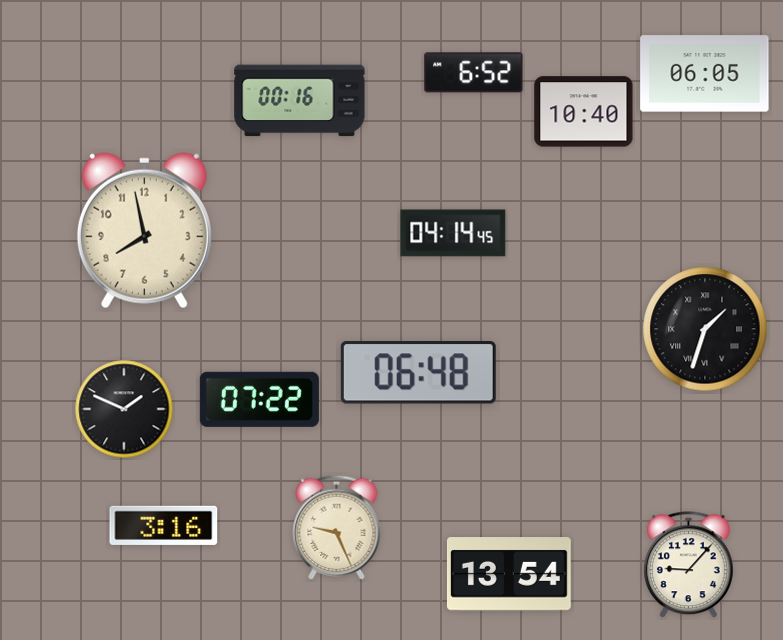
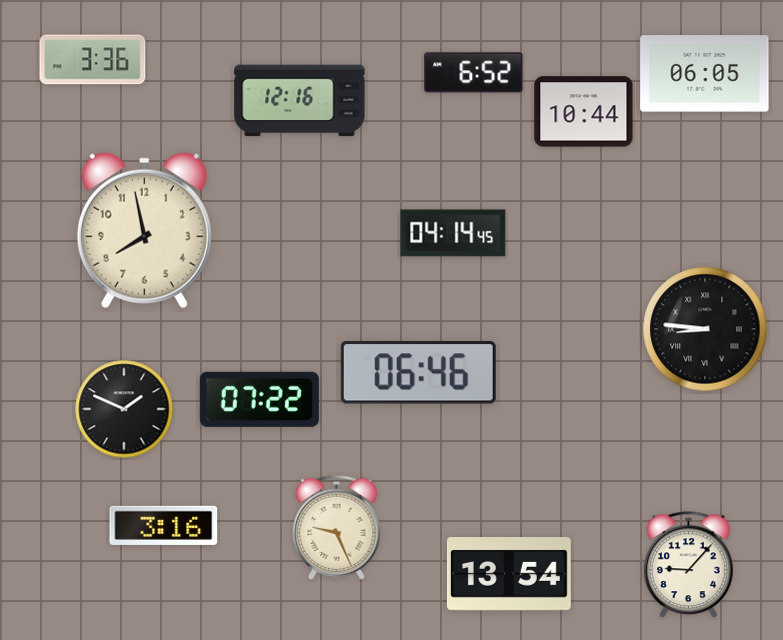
clock at (93, 60): none -> 3:36
clock at (300, 101): 00:16 -> 12:16
clock at (584, 112): 10:40 -> 10:44
clock at (705, 329): 1:33 -> 8:46
clock at (418, 373): 06:48 -> 06:46
